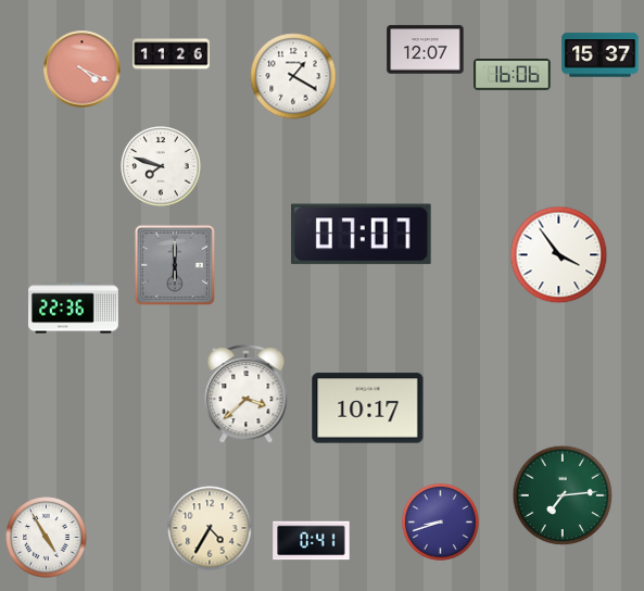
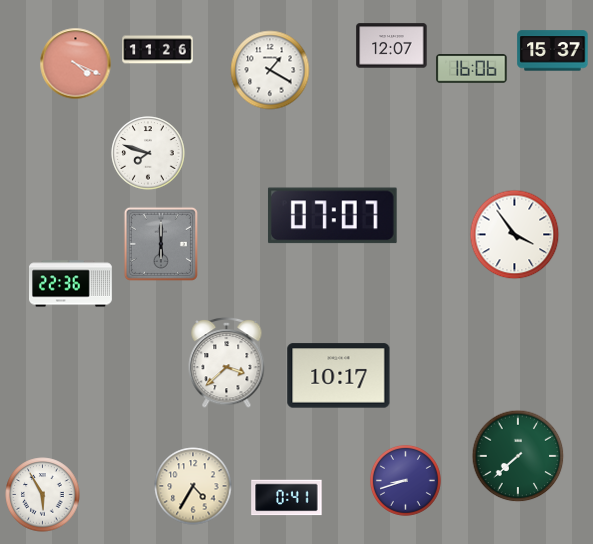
clock at (74, 309) position: (74, 309) -> (71, 284)
clock at (563, 495): 7:14 -> 7:38
clock at (47, 538): 4:55 -> 5:55
